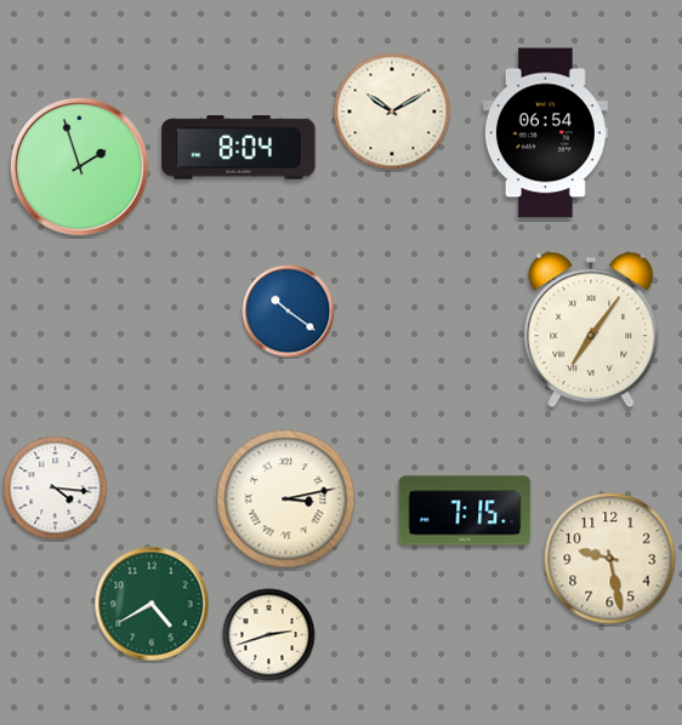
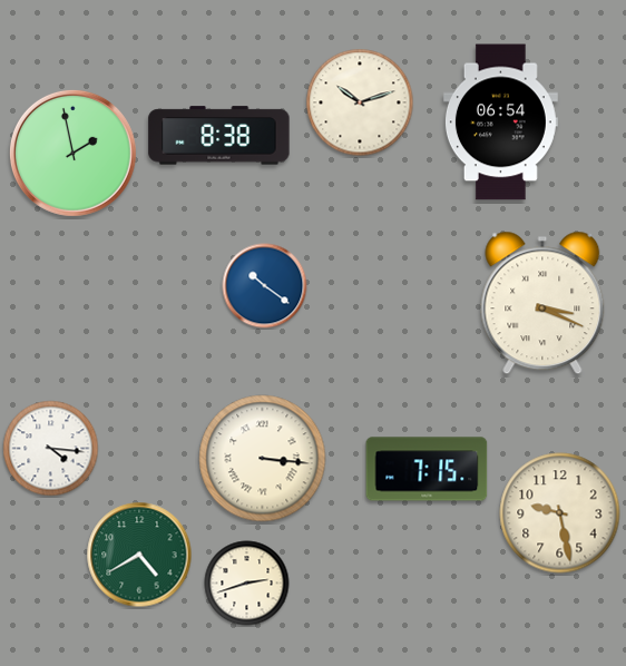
clock at (392, 112): 10:10 -> 10:12
clock at (239, 148): 8:04 -> 8:38
clock at (79, 166): 1:57 -> 1:58
clock at (591, 330): 7:06 -> 3:19
clock at (286, 499): 3:13 -> 3:16
